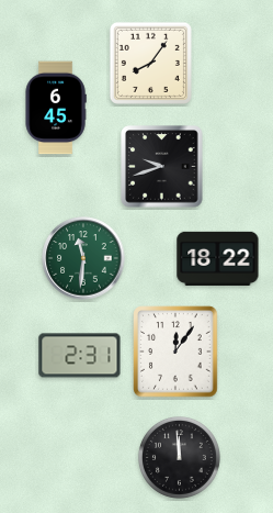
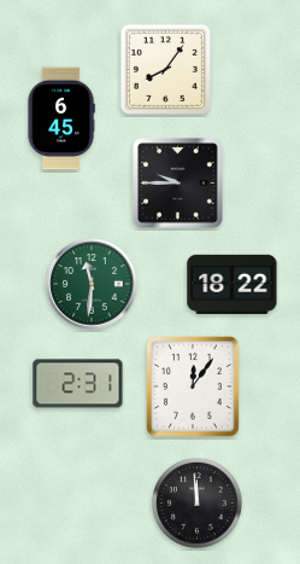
clock at (162, 167): 9:42 -> 9:45
clock at (218, 258) position: (218, 258) -> (233, 284)
clock at (80, 356) position: (80, 356) -> (78, 384)
